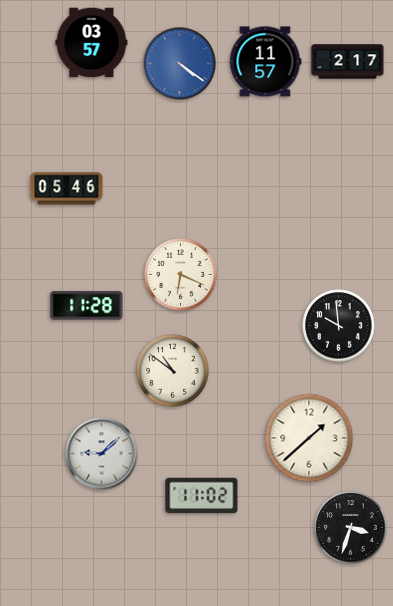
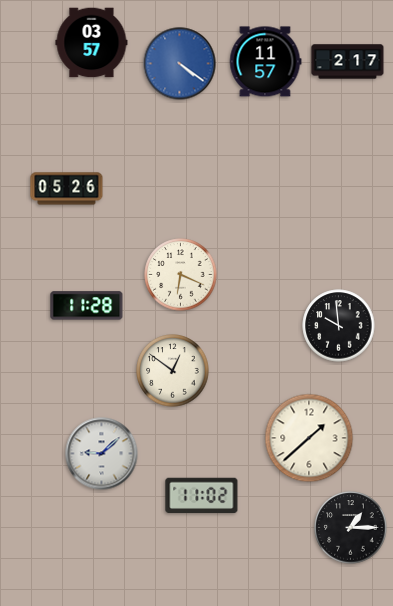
clock at (67, 189): 05:46 -> 05:26
clock at (173, 371): 10:51 -> 12:51
clock at (351, 528): 3:33 -> 1:15
